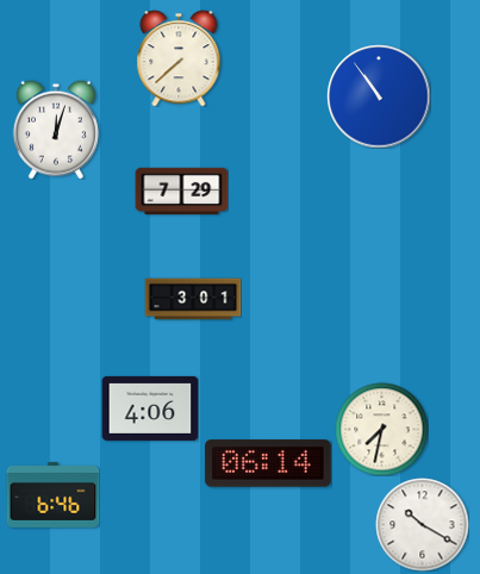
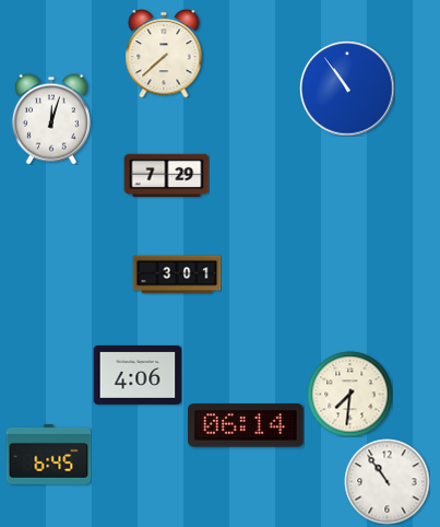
clock at (381, 429): 7:32 -> 7:31
clock at (52, 494): 6:46 -> 6:45
clock at (422, 524): 10:20 -> 10:54
